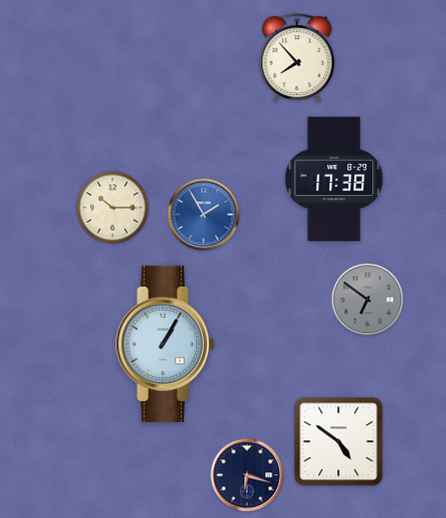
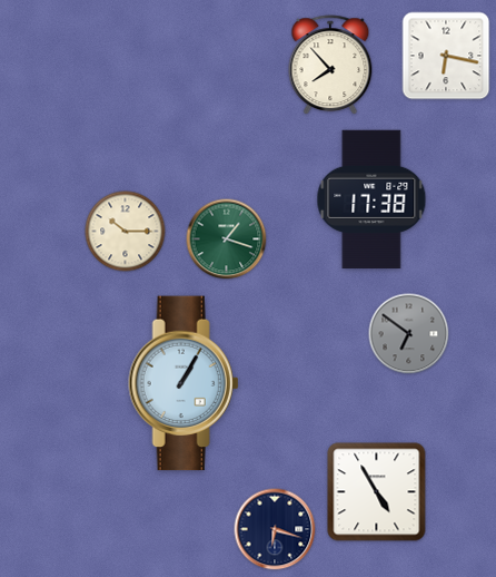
clock at (446, 56): none -> 6:17
clock at (204, 215): 1:55 -> 1:18
clock at (204, 215) dial: blue -> green
clock at (339, 442): 4:51 -> 4:55
